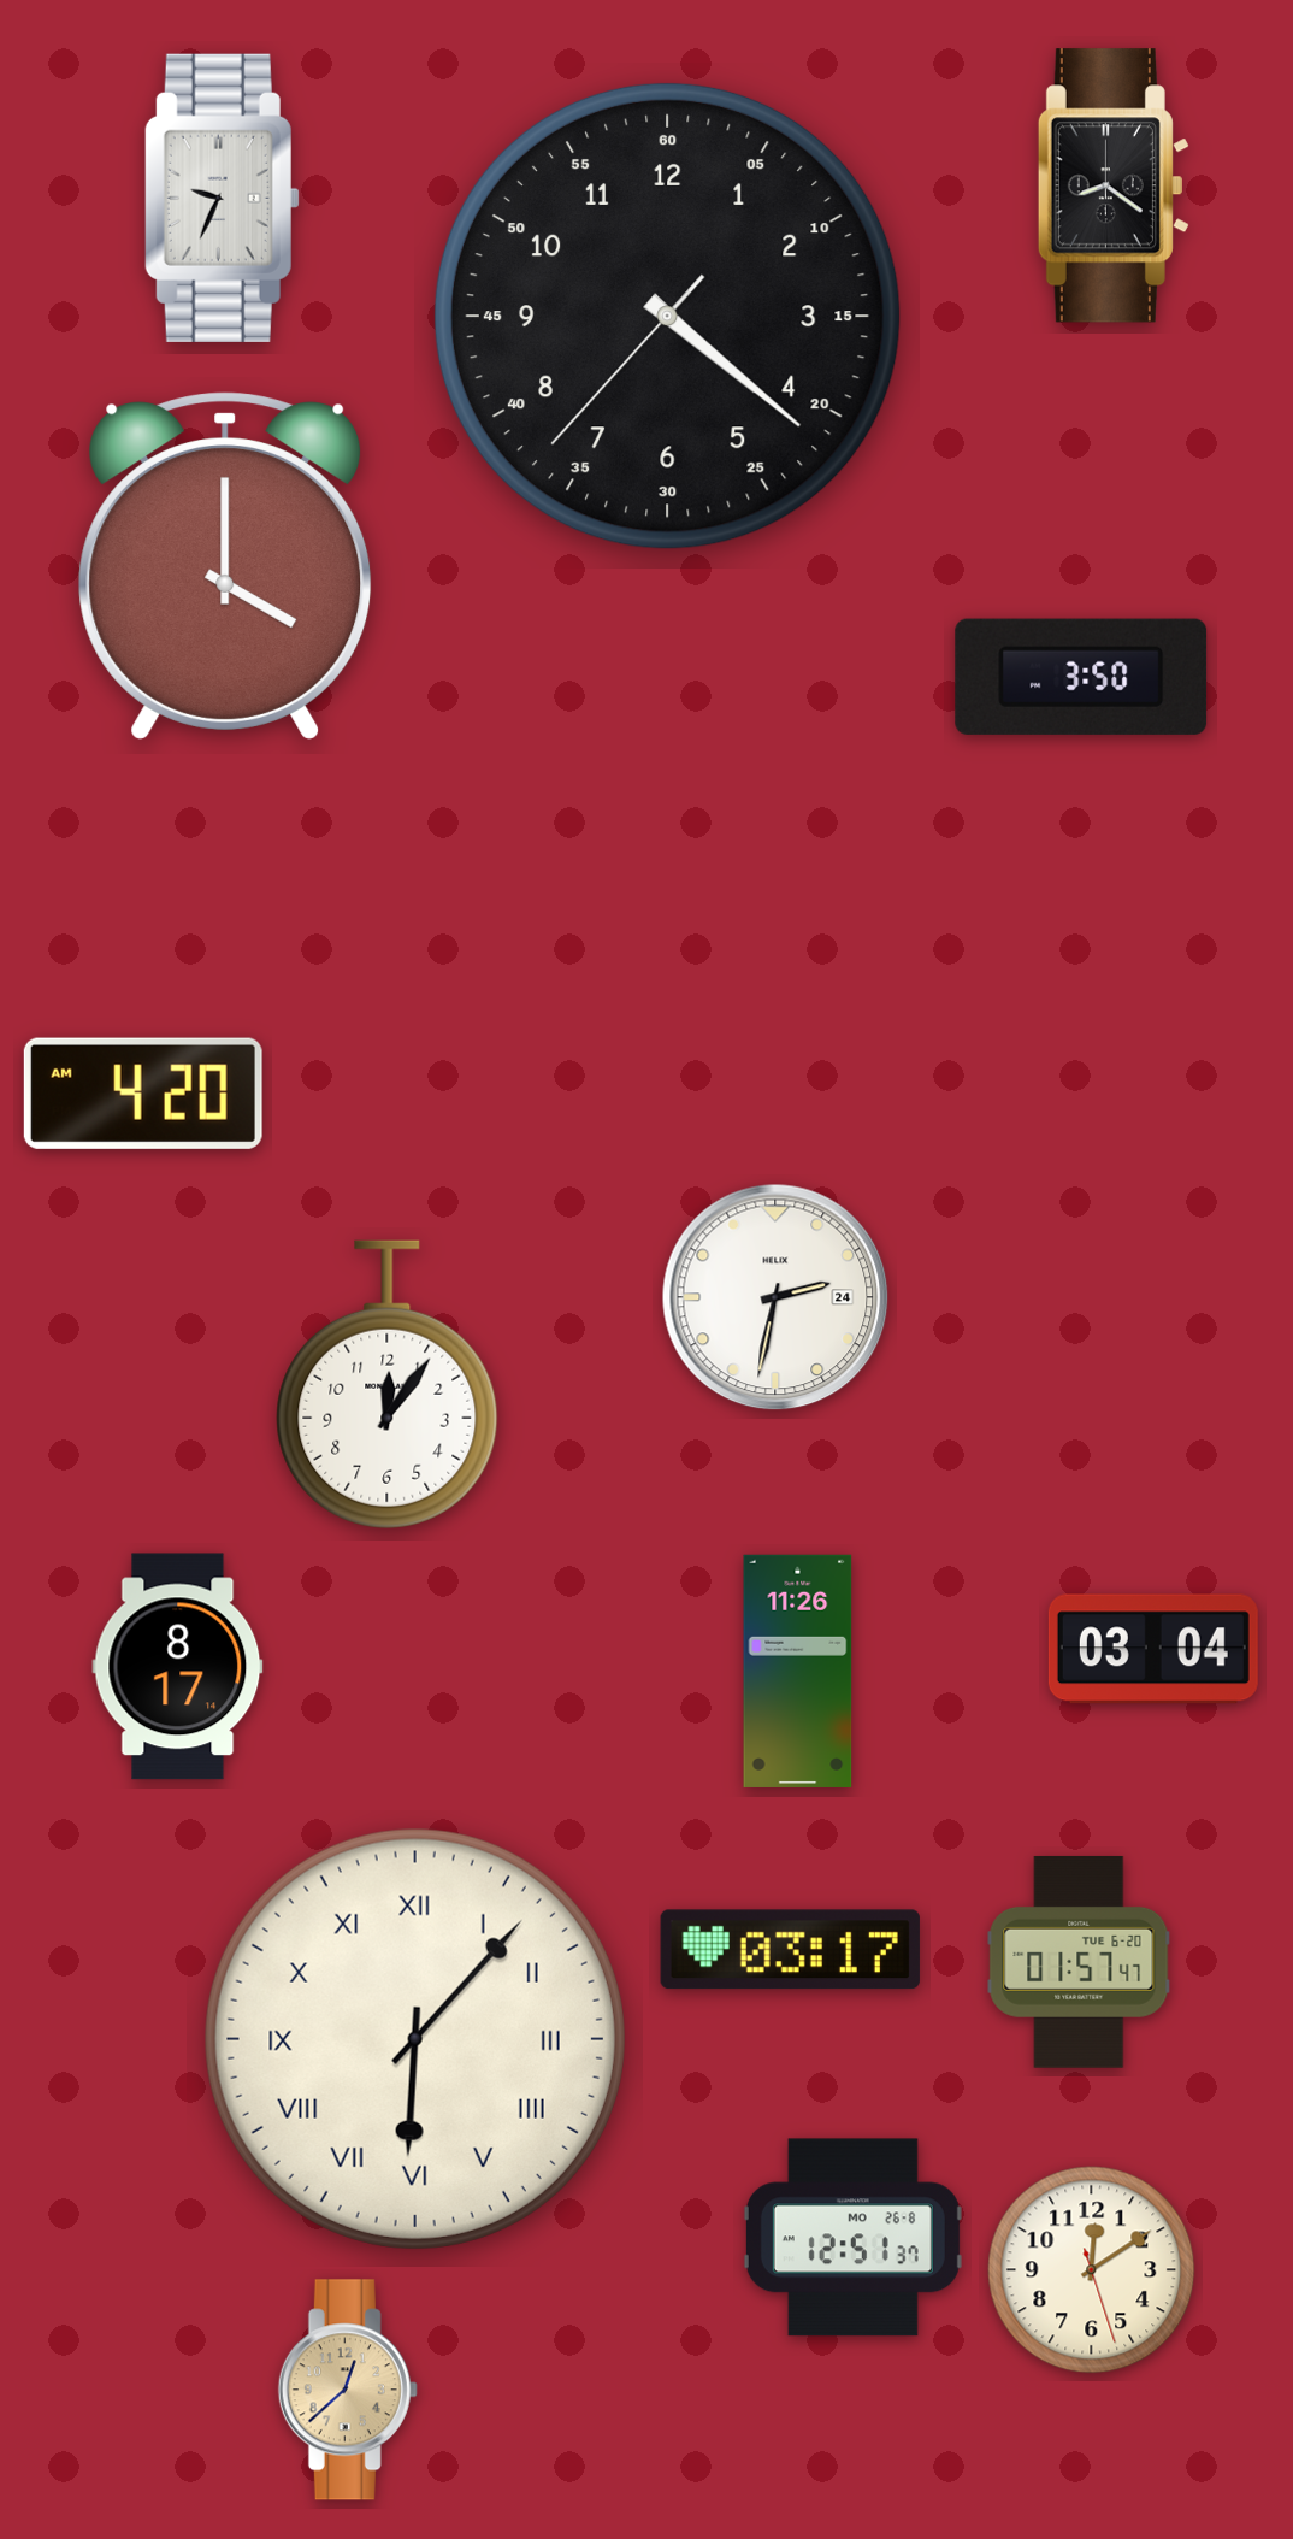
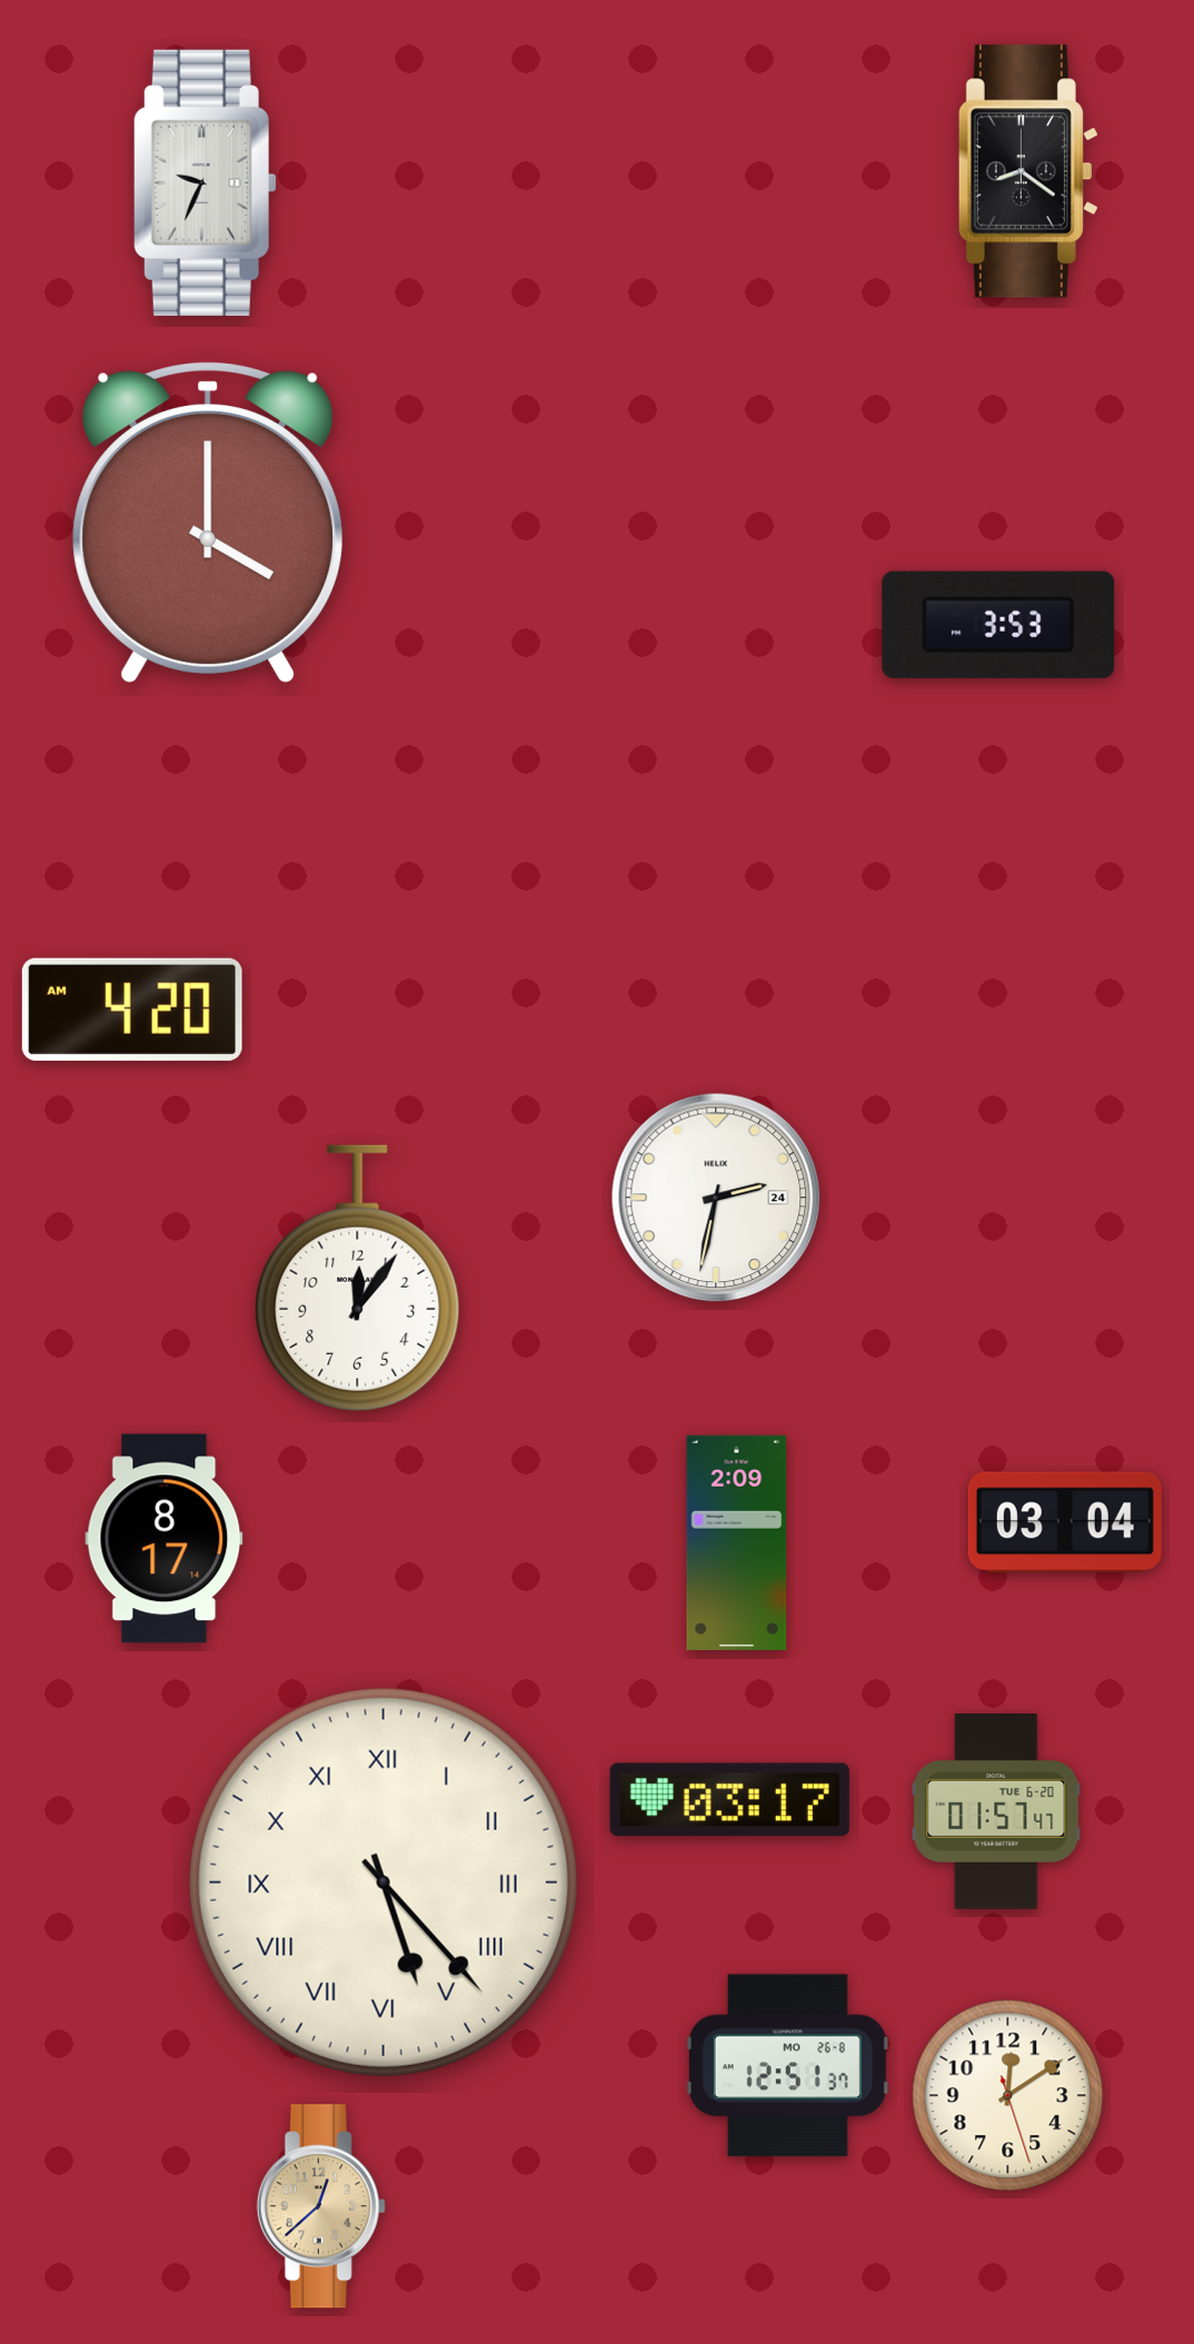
clock at (667, 316): 4:21 -> none
clock at (1081, 677): 3:50 -> 3:53
clock at (798, 1671): 11:26 -> 2:09
clock at (415, 2039): 6:07 -> 5:23
